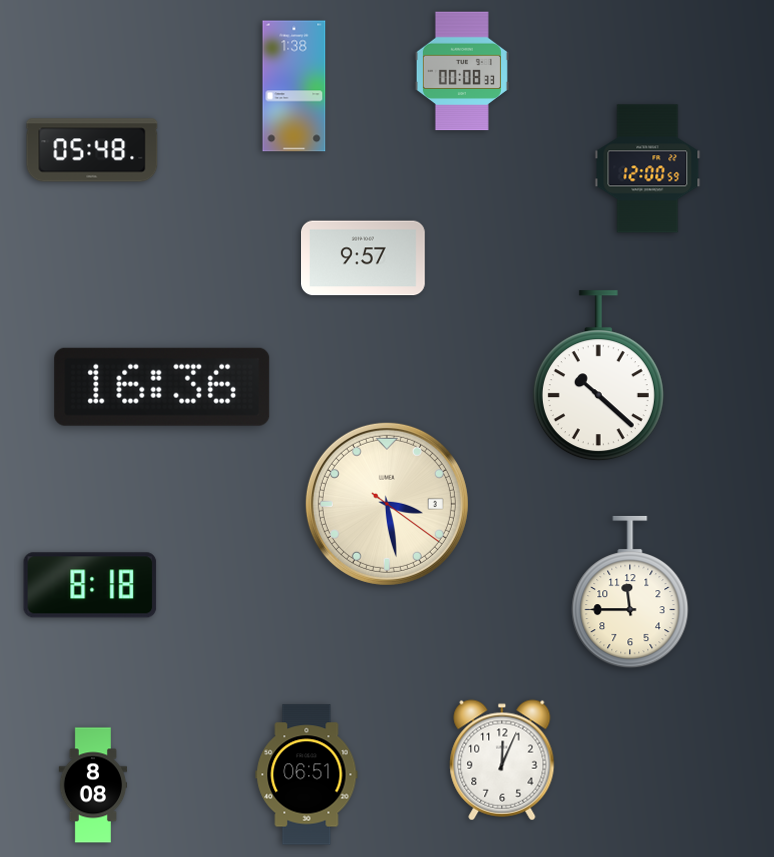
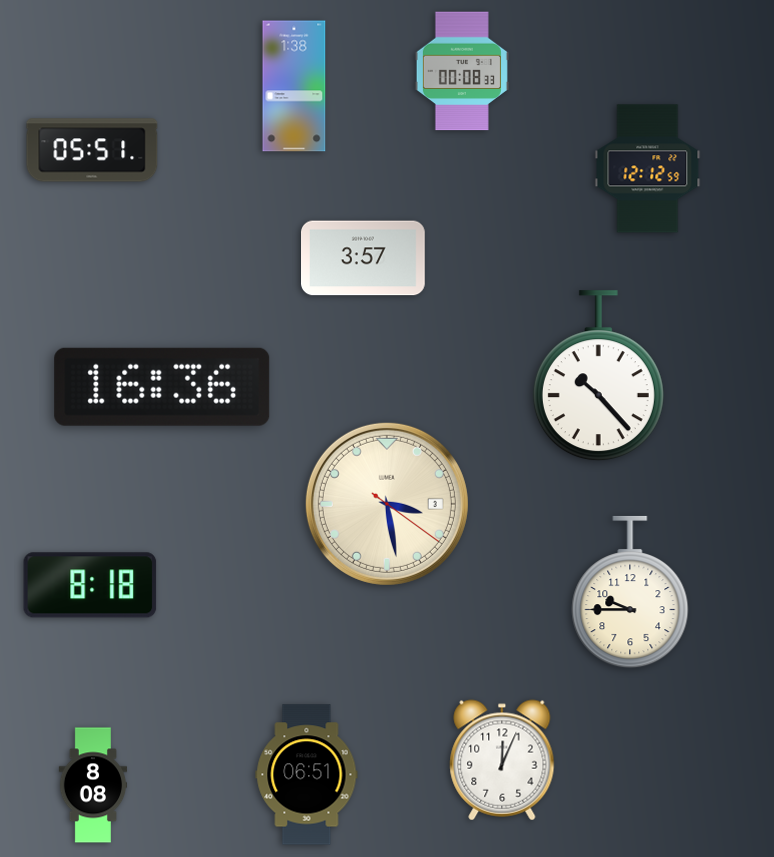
clock at (92, 150): 05:48 -> 05:51
clock at (648, 169): 12:00 -> 12:12
clock at (364, 258): 9:57 -> 3:57
clock at (598, 376): 10:22 -> 10:23
clock at (630, 592): 11:45 -> 9:45
